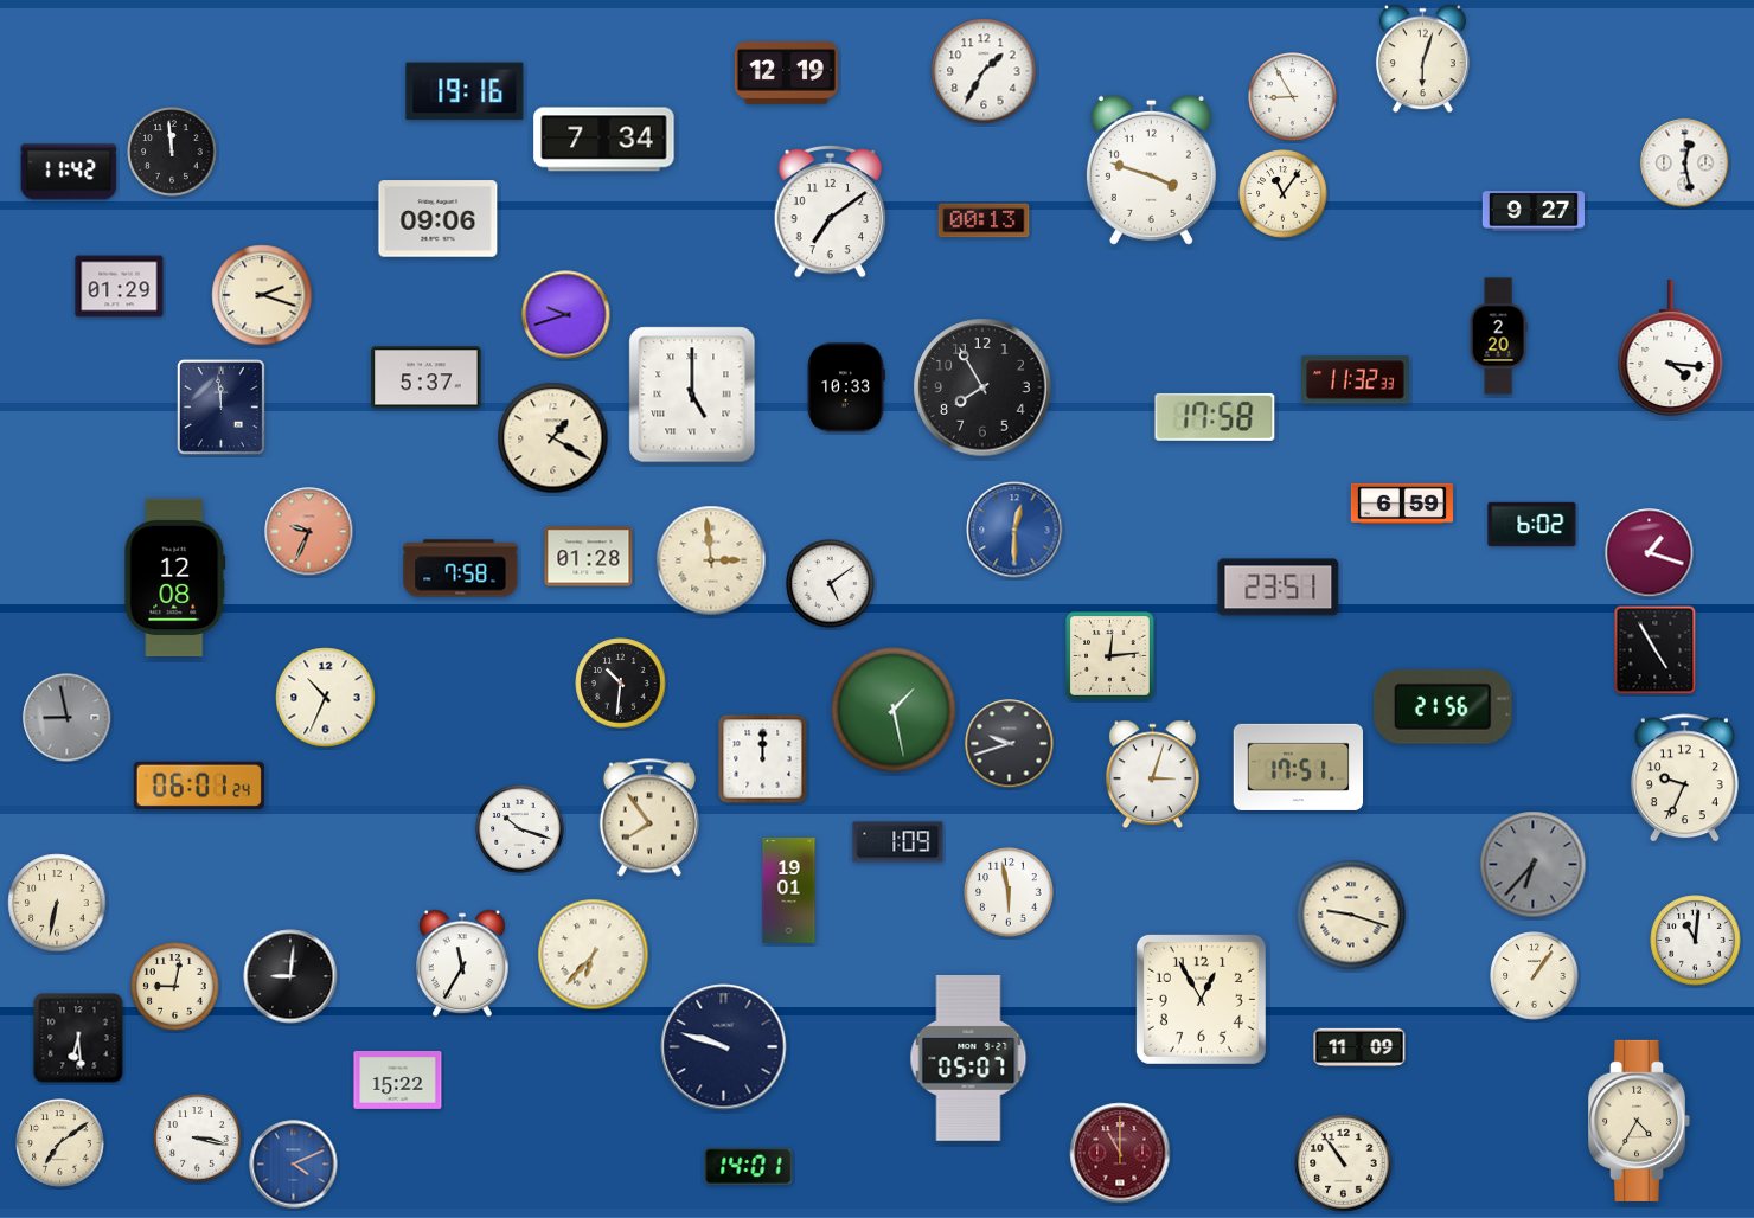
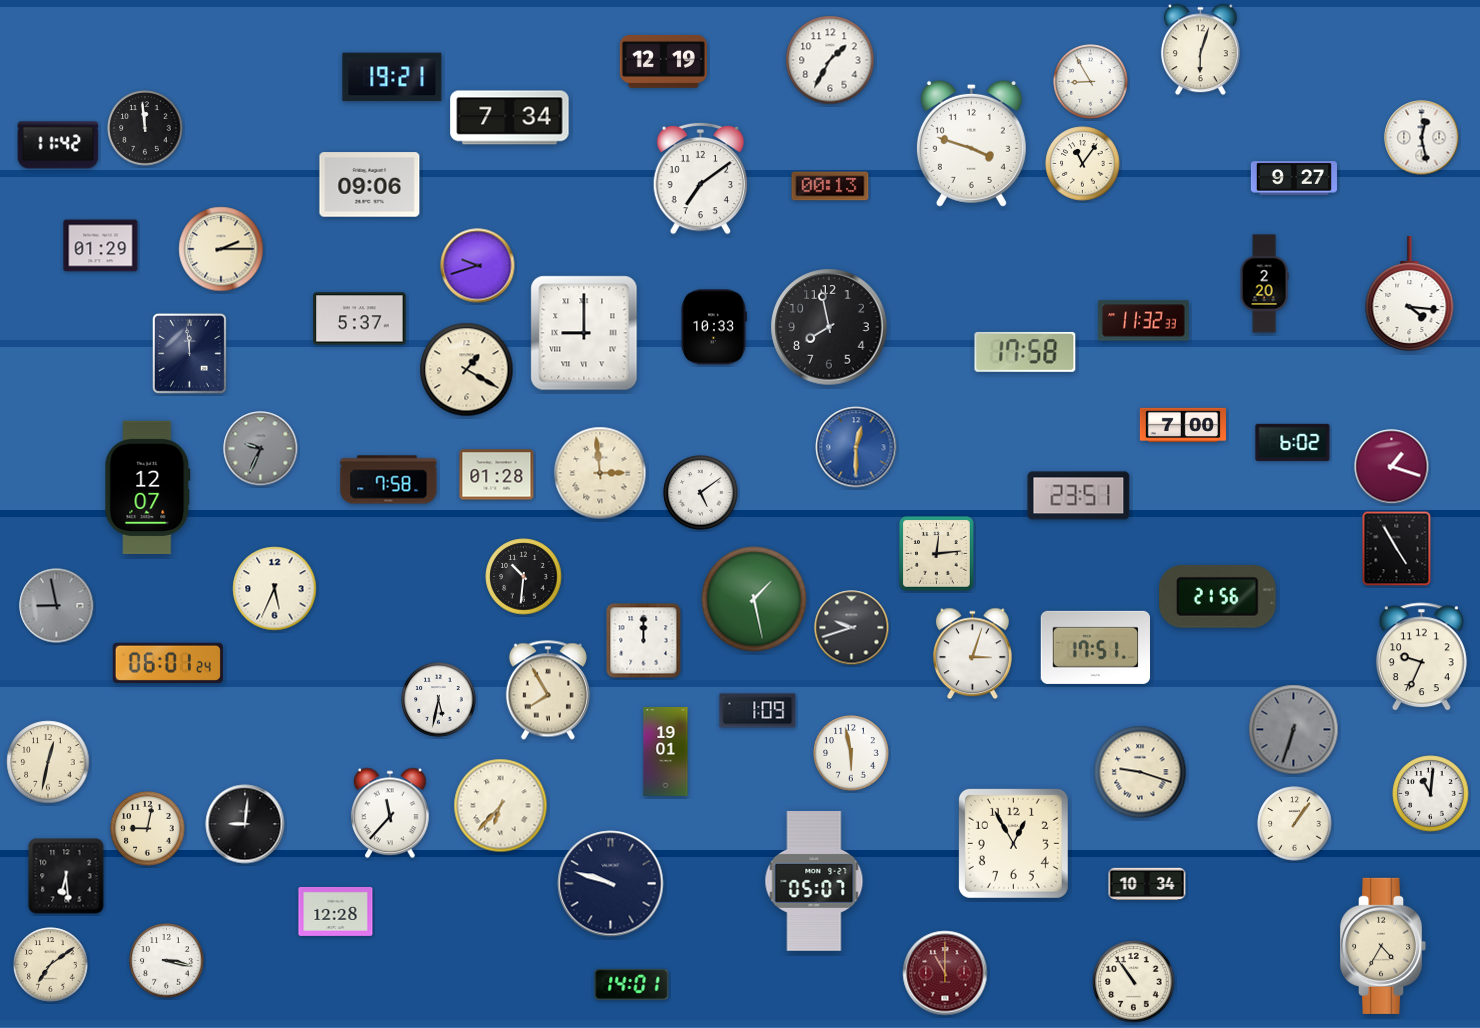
clock at (465, 91): 19:16 -> 19:21
clock at (120, 287) position: (120, 287) -> (101, 246)
clock at (262, 295): 2:18 -> 2:15
clock at (982, 387): 7:55 -> 7:58
clock at (692, 395): 5:00 -> 9:00
clock at (220, 406) position: (220, 406) -> (189, 353)
clock at (1402, 504): 6:59 -> 7:00
clock at (309, 532) dial: salmon -> grey
clock at (589, 557) position: (589, 557) -> (497, 475)
clock at (175, 578): 12:08 -> 12:07
clock at (326, 698): 10:34 -> 5:34
clock at (649, 818): 7:54 -> 7:55
clock at (520, 829): 10:18 -> 5:32
clock at (1534, 865): 6:37 -> 6:33
clock at (57, 903): 6:32 -> 12:32
clock at (462, 963): 11:35 -> 11:37
clock at (175, 987) position: (175, 987) -> (148, 829)
clock at (1359, 1047): 11:09 -> 10:34
clock at (968, 1059) position: (968, 1059) -> (814, 882)
clock at (398, 1079): 15:22 -> 12:28
clock at (294, 1165): 4:11 -> none
